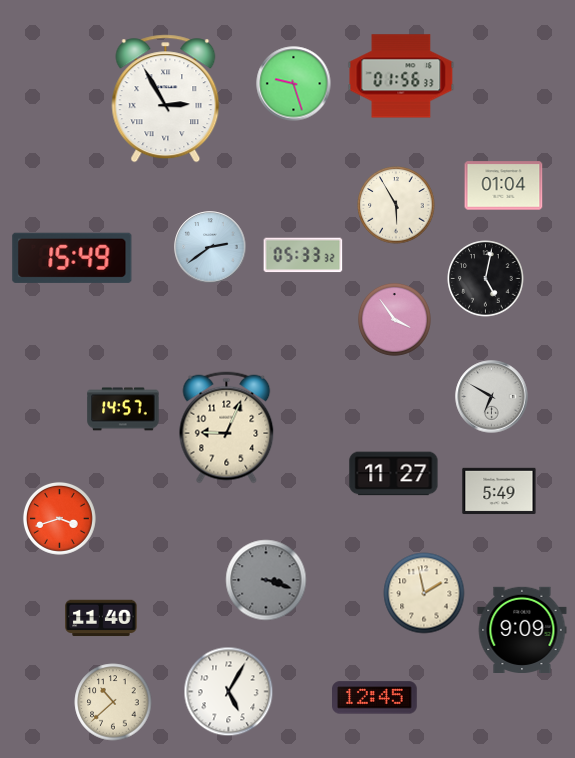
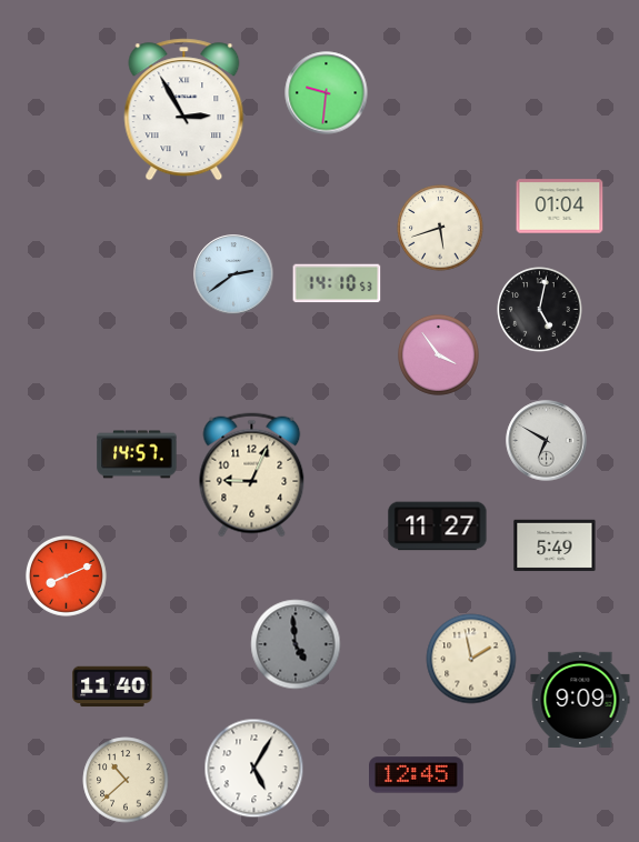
clock at (401, 76): 01:56 -> none
clock at (294, 84): 9:27 -> 9:31
clock at (396, 205): 5:55 -> 5:42
clock at (303, 255): 05:33 -> 14:10
clock at (72, 258): 15:49 -> none
clock at (59, 518): 3:42 -> 8:11
clock at (266, 580): 3:18 -> 4:59
